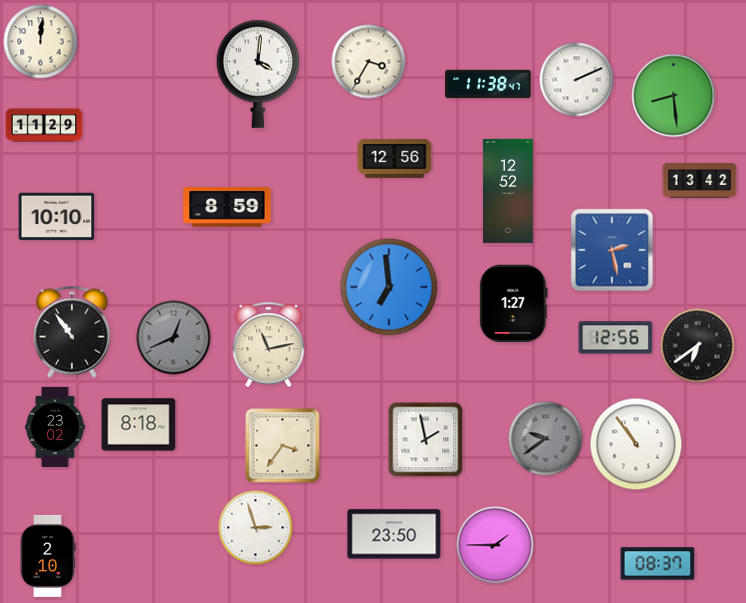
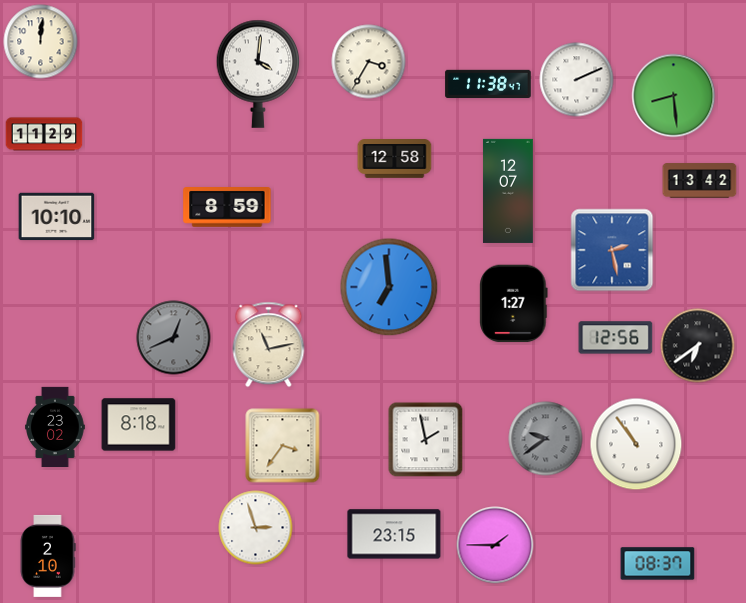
clock at (44, 125) position: (44, 125) -> (44, 134)
clock at (395, 159): 12:56 -> 12:58
clock at (508, 191): 12:52 -> 12:07
clock at (72, 332): 10:54 -> none
clock at (394, 534): 23:50 -> 23:15
